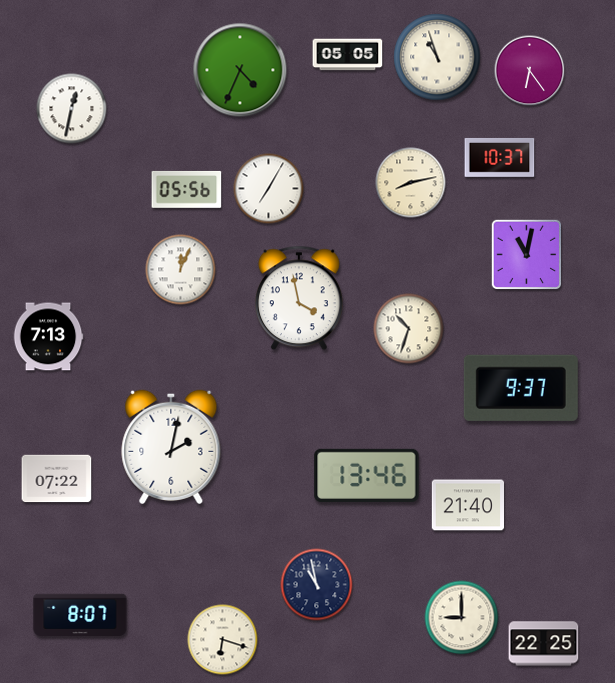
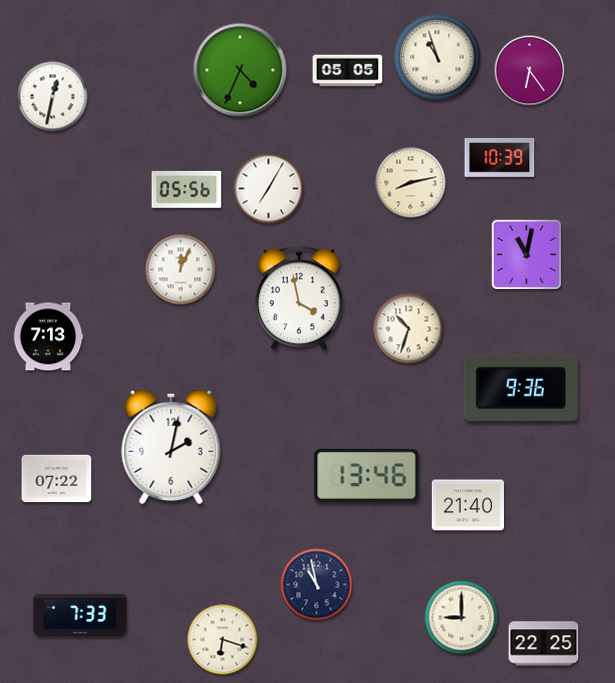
clock at (348, 55) position: (348, 55) -> (348, 71)
clock at (72, 109) position: (72, 109) -> (53, 97)
clock at (500, 157): 10:37 -> 10:39
clock at (521, 388): 9:37 -> 9:36
clock at (80, 614): 8:07 -> 7:33
